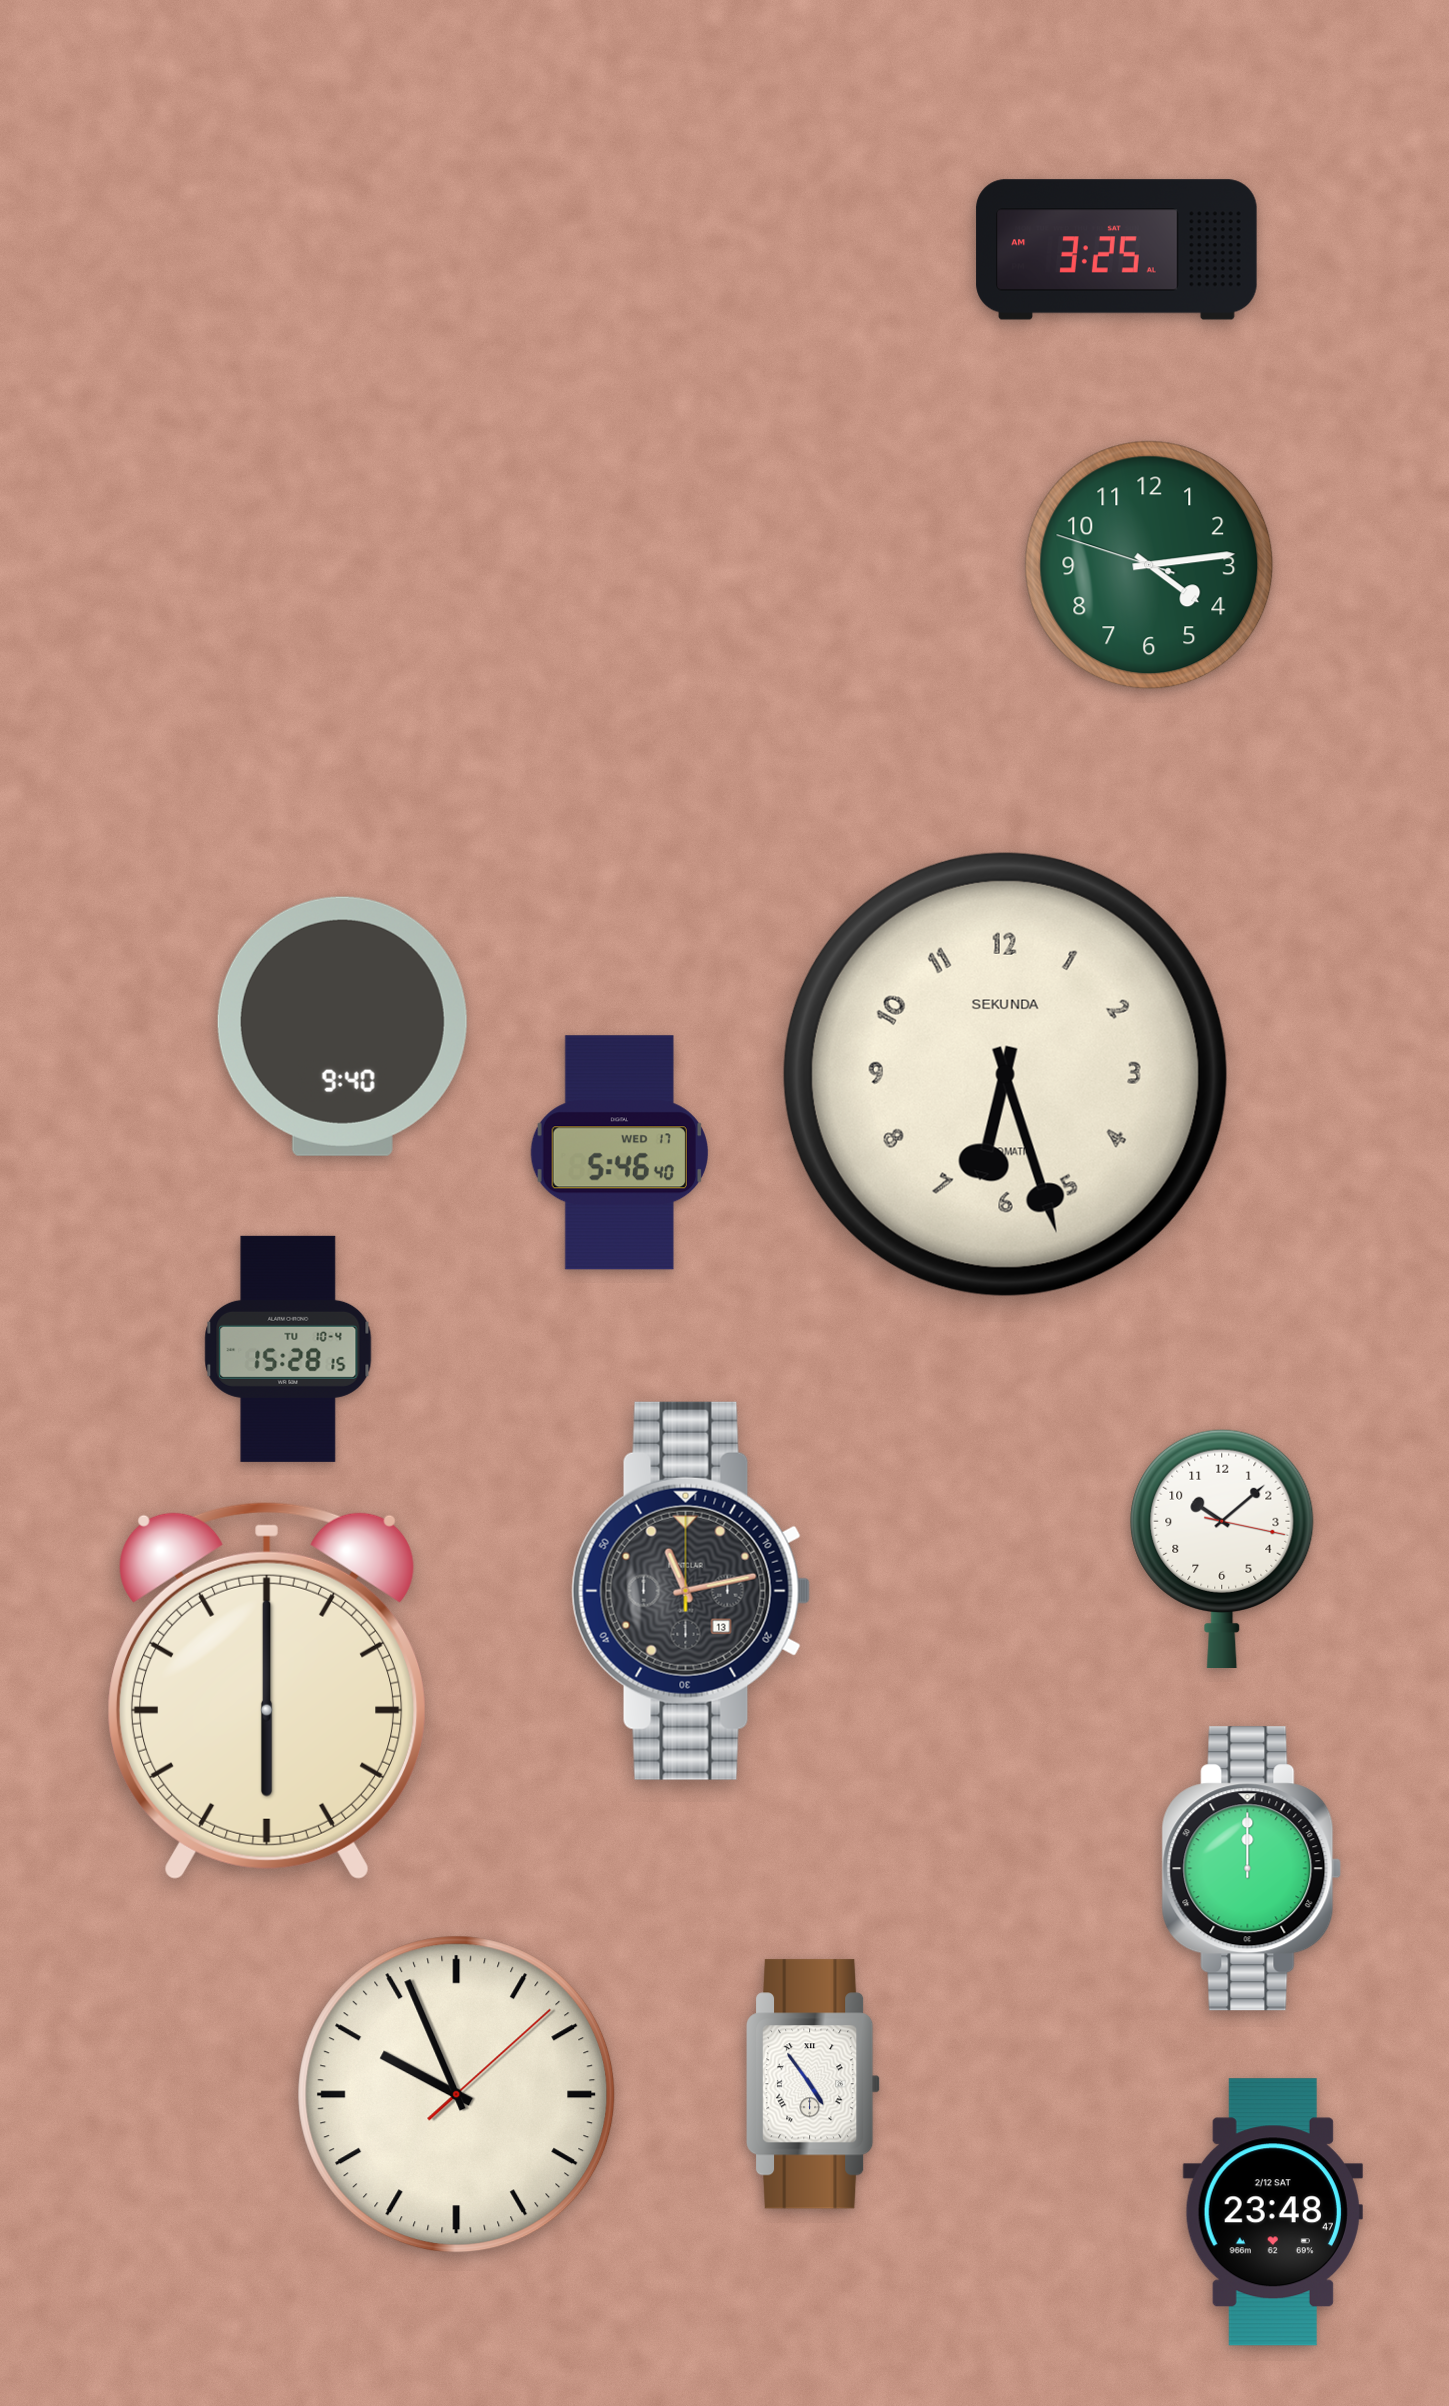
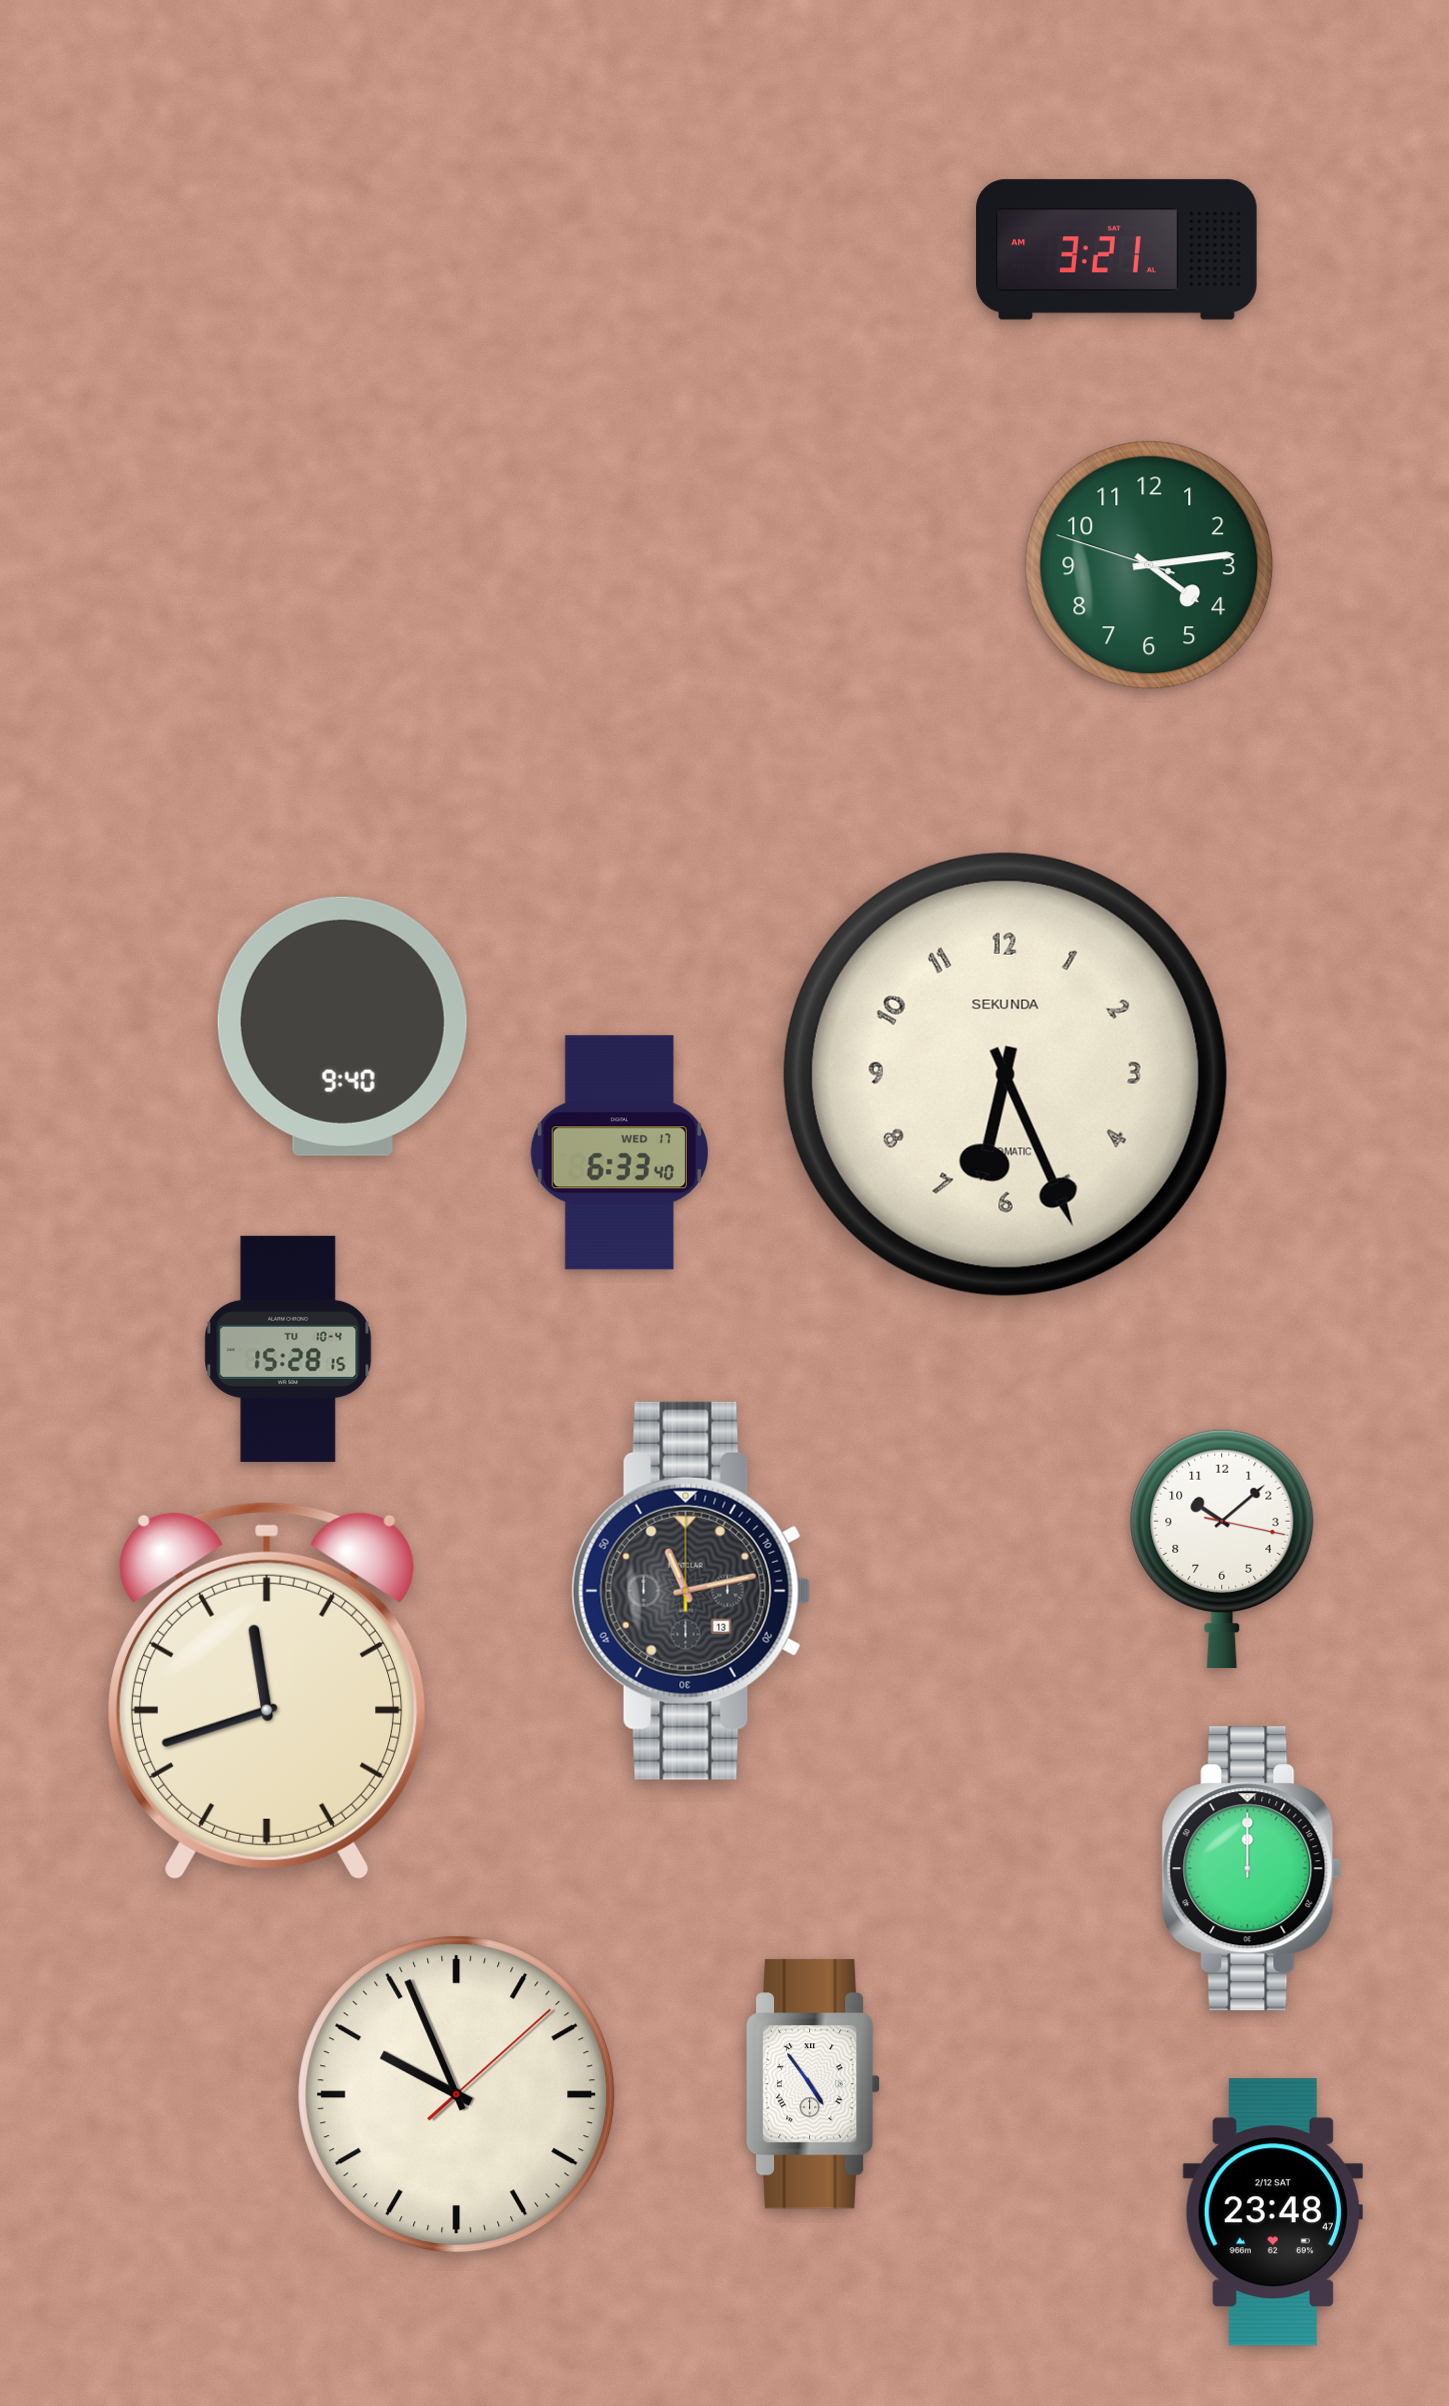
clock at (1117, 250): 3:25 -> 3:21
clock at (1005, 1074): 6:27 -> 6:26
clock at (619, 1153): 5:46 -> 6:33
clock at (267, 1690): 6:00 -> 11:42
